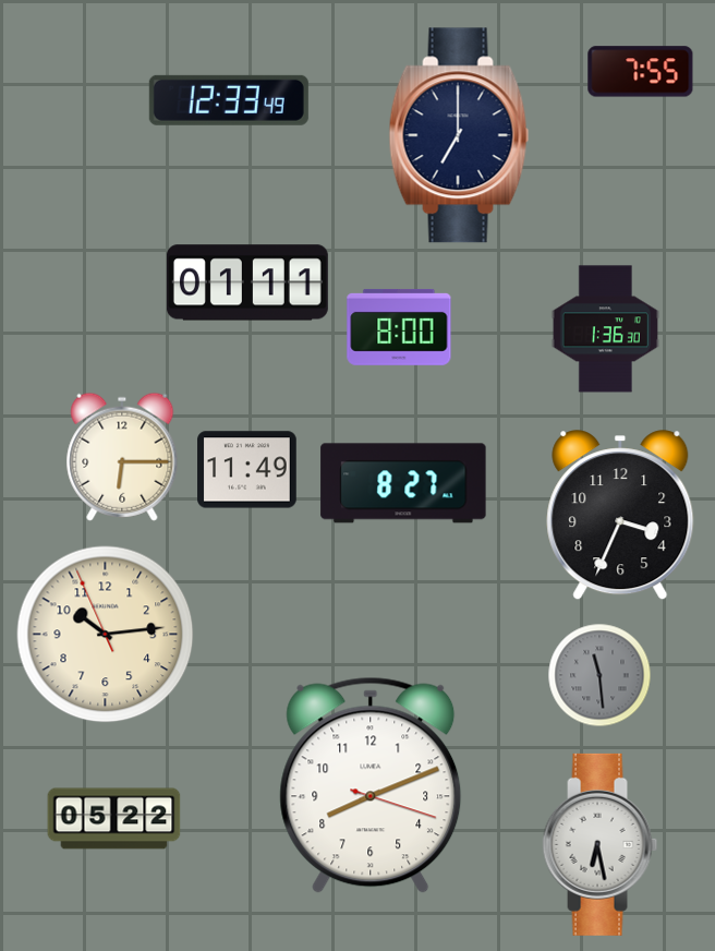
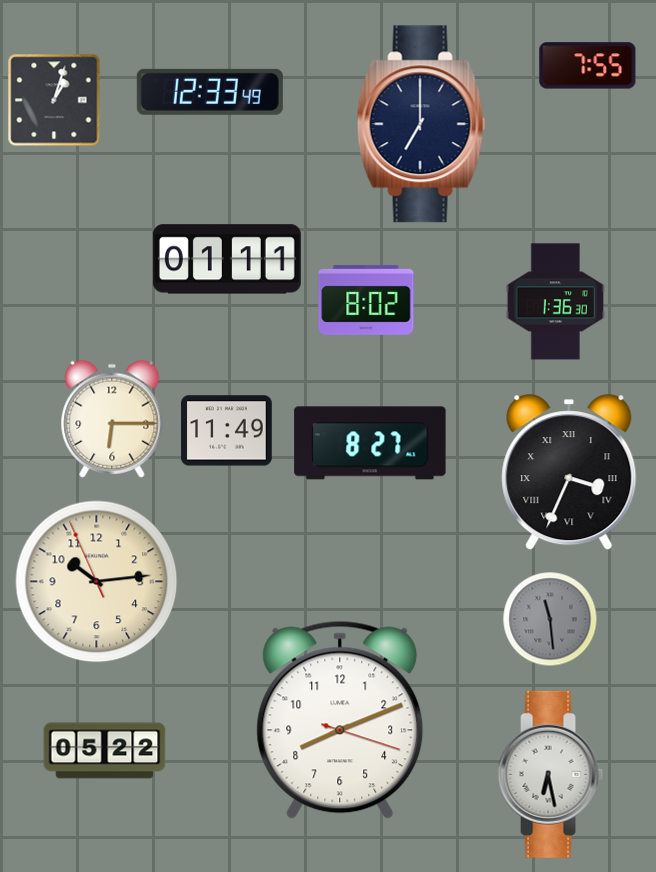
clock at (54, 100): none -> 1:03
clock at (399, 327): 8:00 -> 8:02
clock at (620, 516) numerals: Arabic -> Roman
